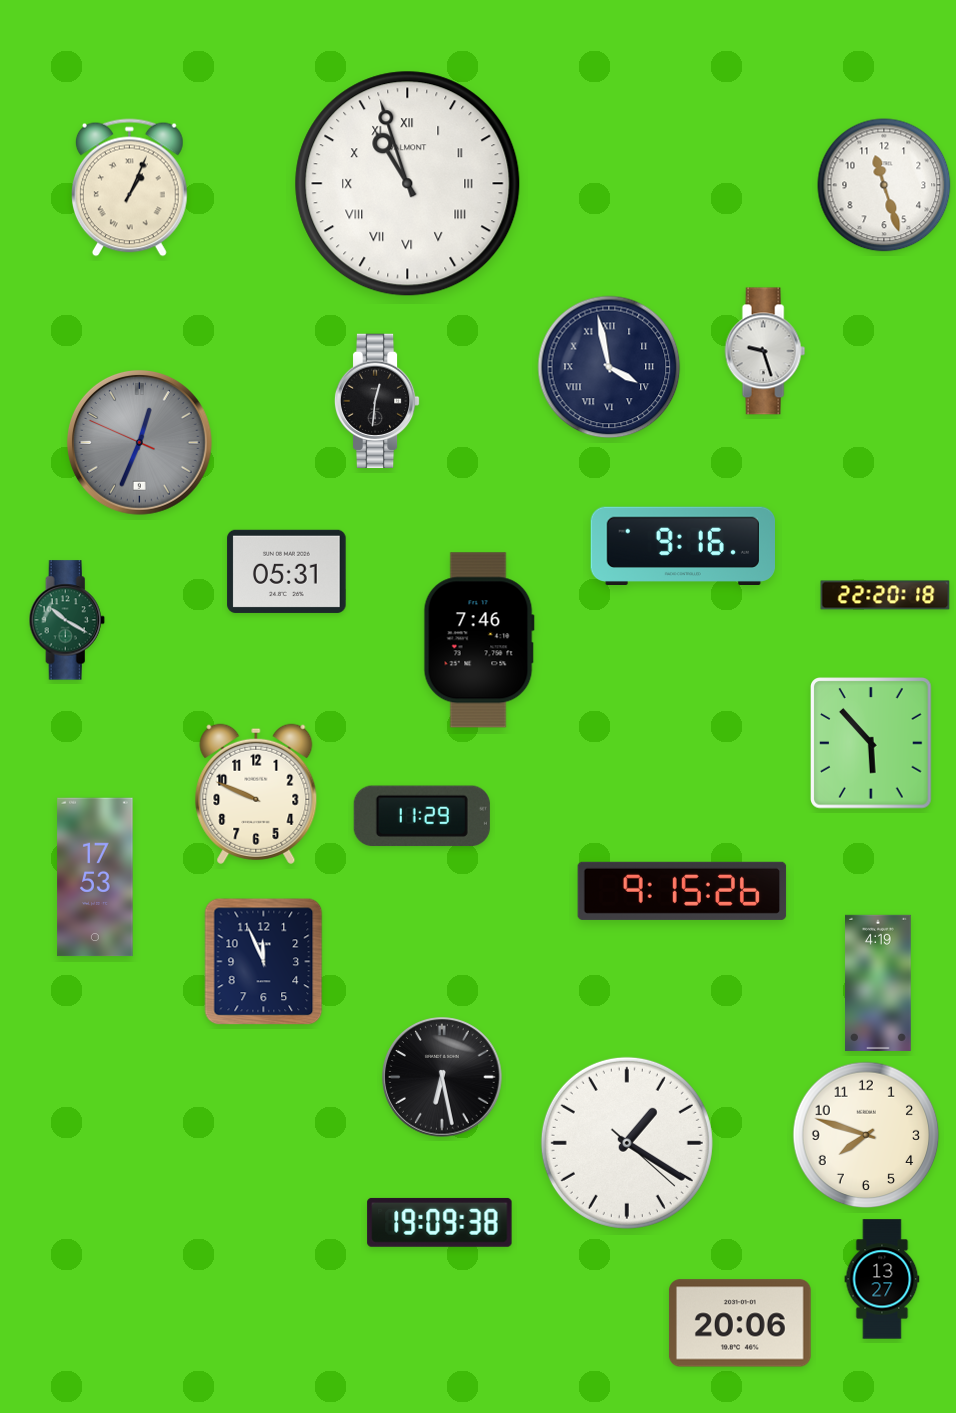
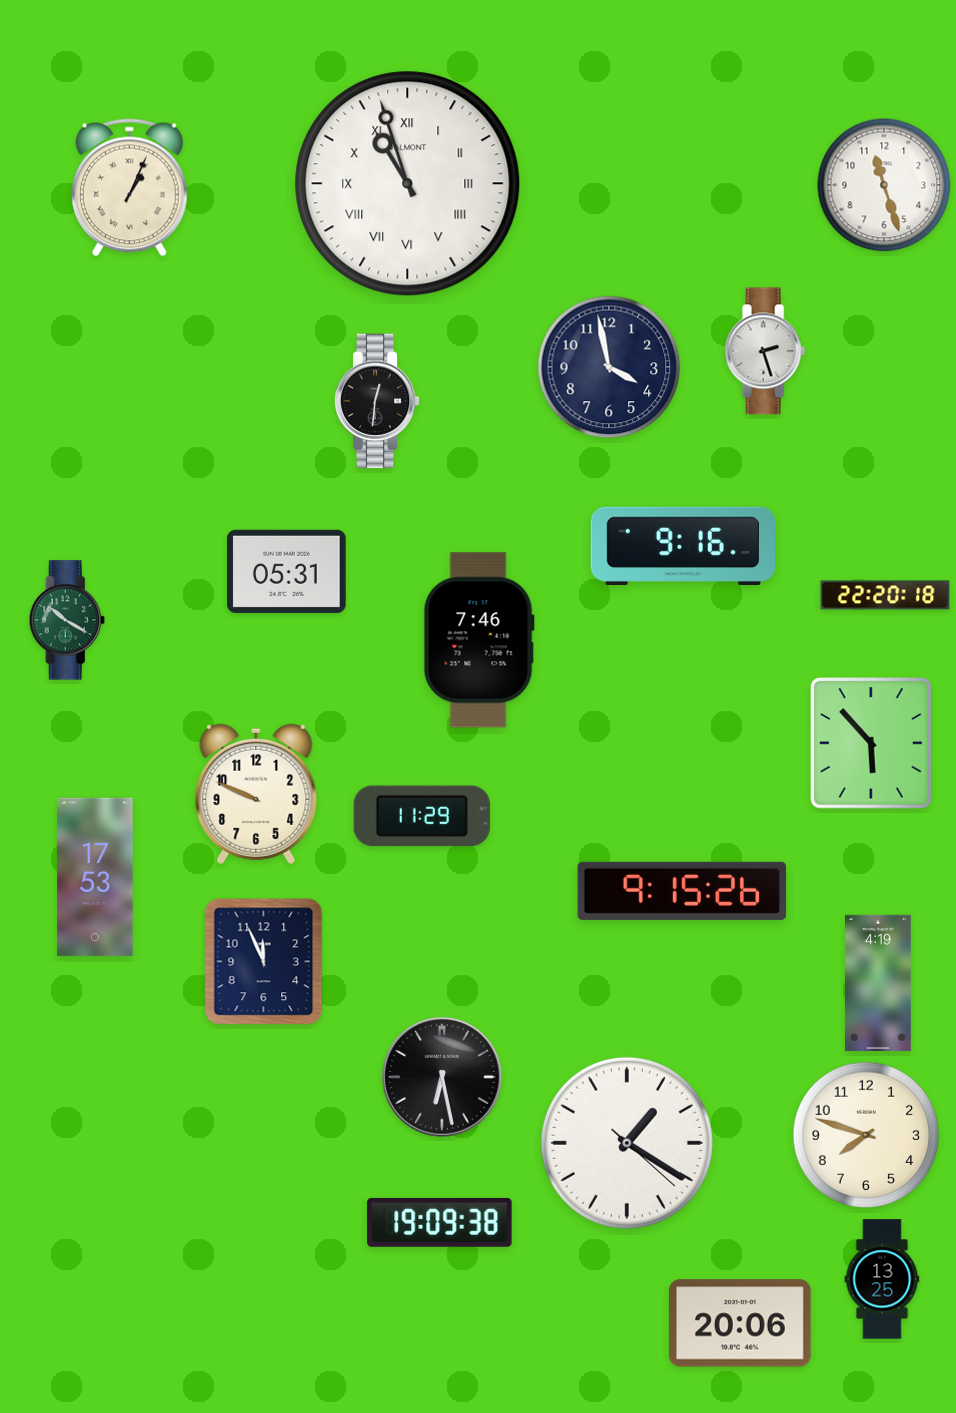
clock at (765, 351): 9:27 -> 2:27
clock at (609, 367) numerals: Roman -> Arabic
clock at (139, 442): 12:33 -> none
clock at (882, 1279): 13:27 -> 13:25
